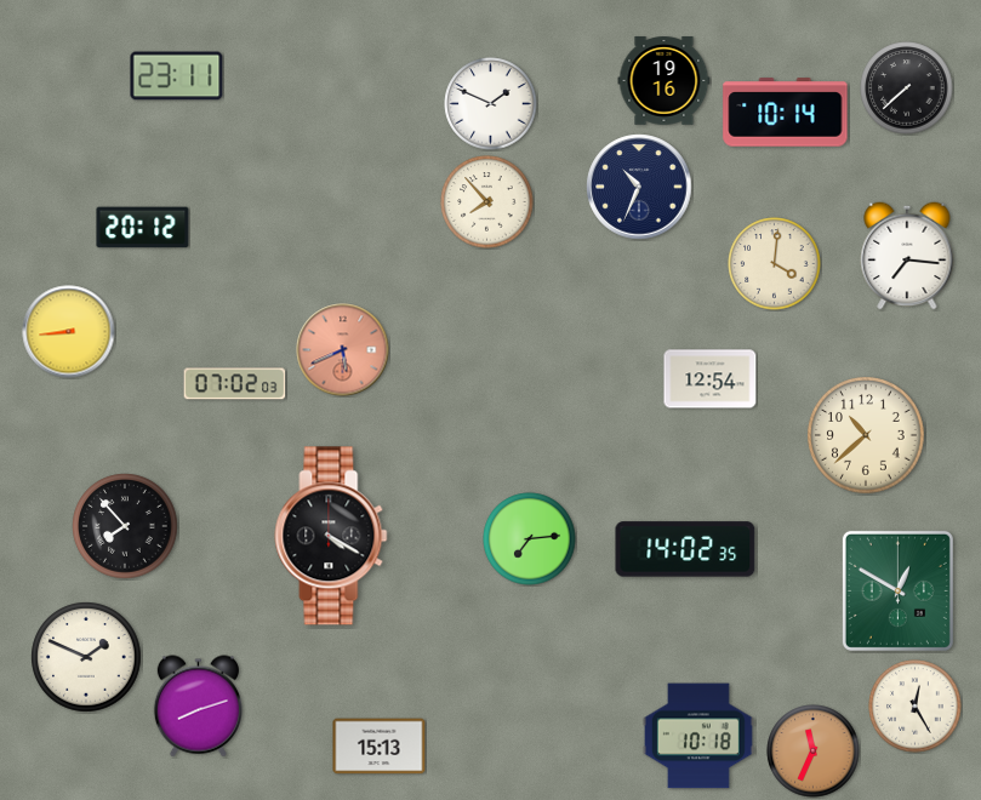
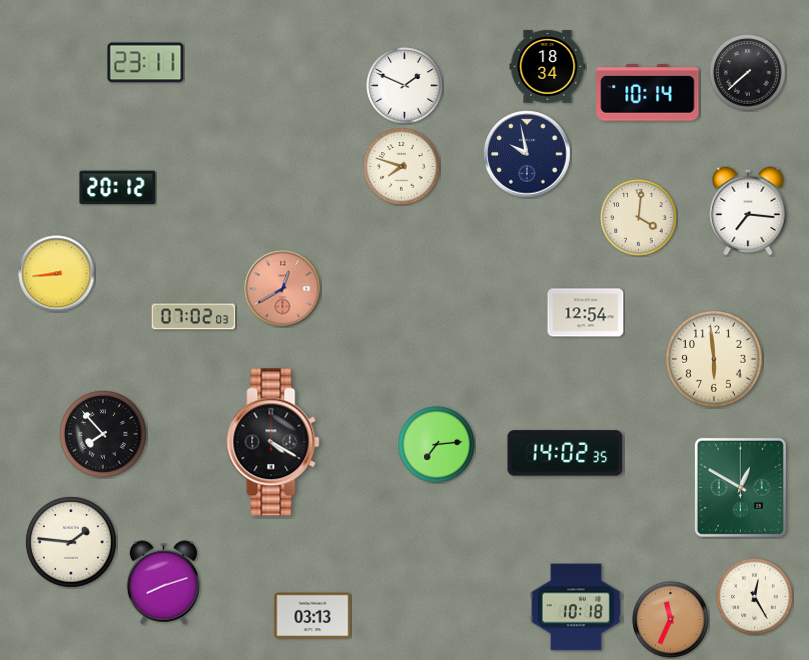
clock at (665, 81): 19:16 -> 18:34
clock at (639, 187): 10:34 -> 9:58
clock at (487, 202): 7:53 -> 7:48
clock at (343, 350): 5:41 -> 12:40
clock at (866, 435): 10:38 -> 5:59
clock at (86, 657): 1:49 -> 1:46
clock at (916, 707) position: (916, 707) -> (755, 597)
clock at (380, 747): 15:13 -> 03:13
